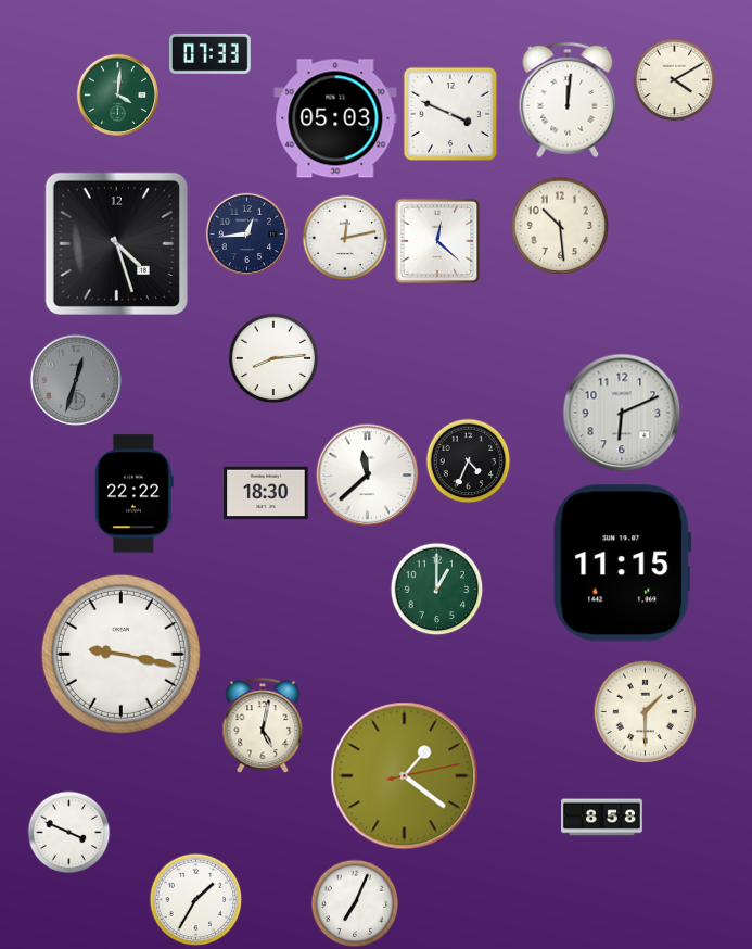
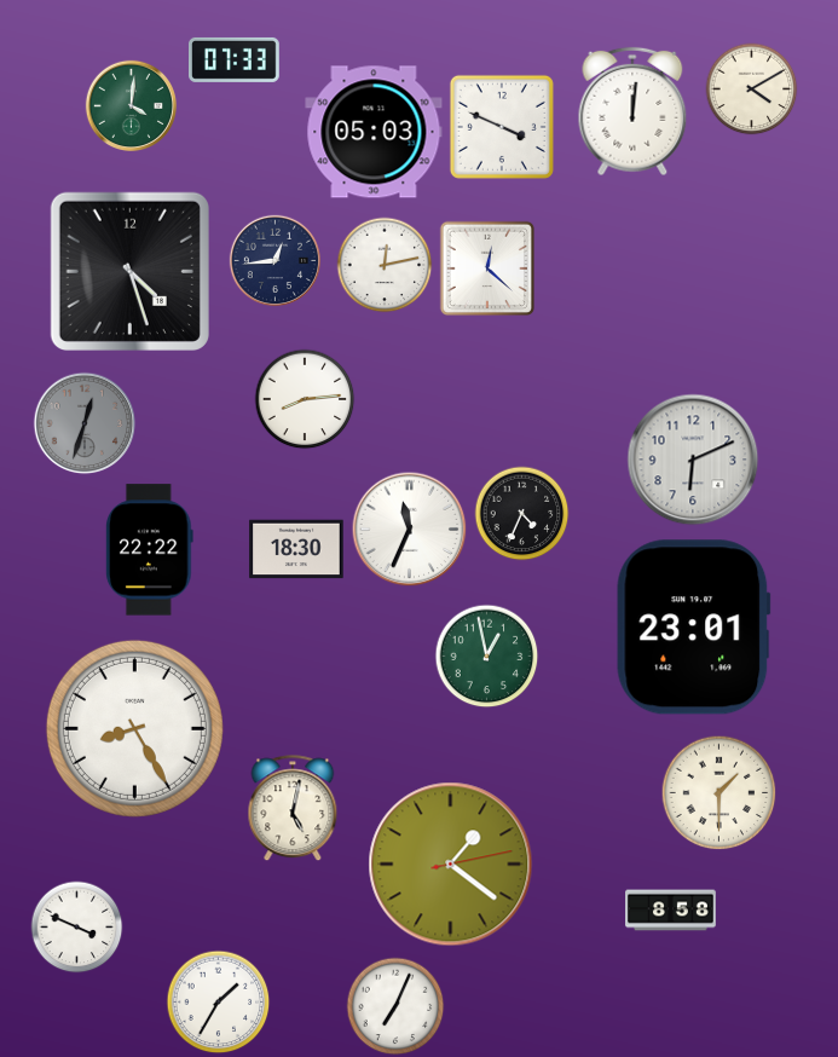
clock at (560, 226): 10:29 -> none
clock at (368, 476): 11:38 -> 11:34
clock at (623, 564): 11:15 -> 23:01
clock at (437, 590): 1:00 -> 12:58
clock at (120, 654): 9:17 -> 8:25
